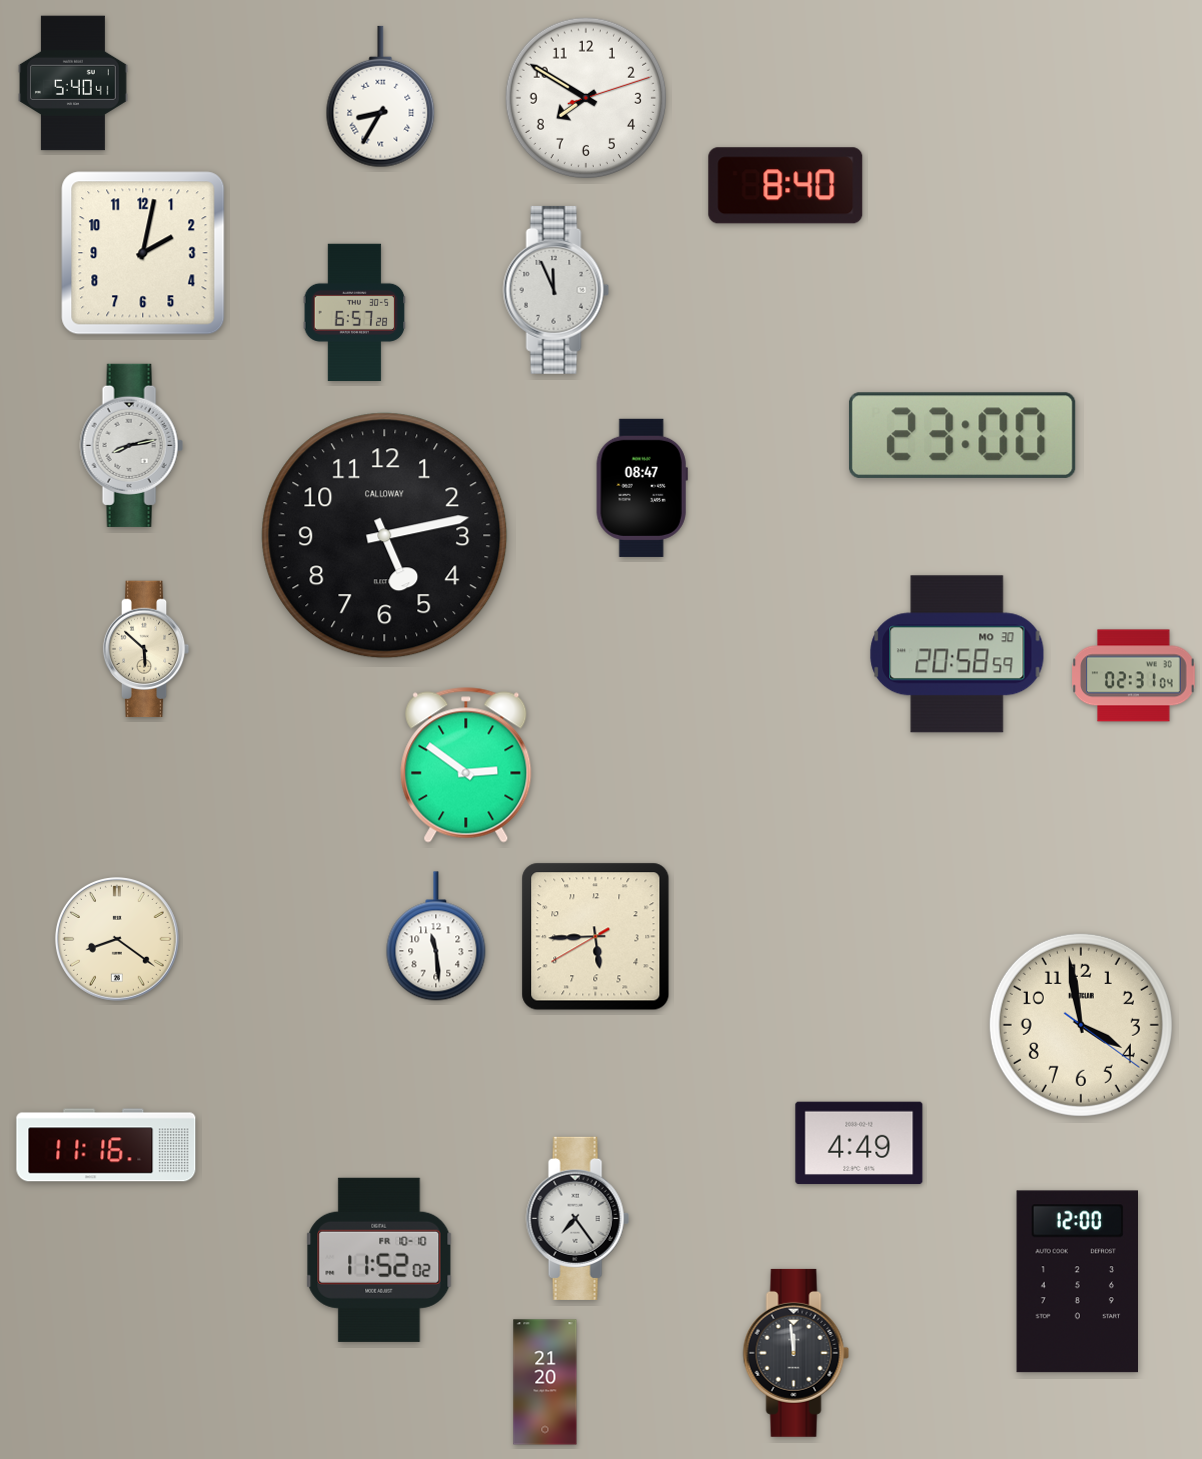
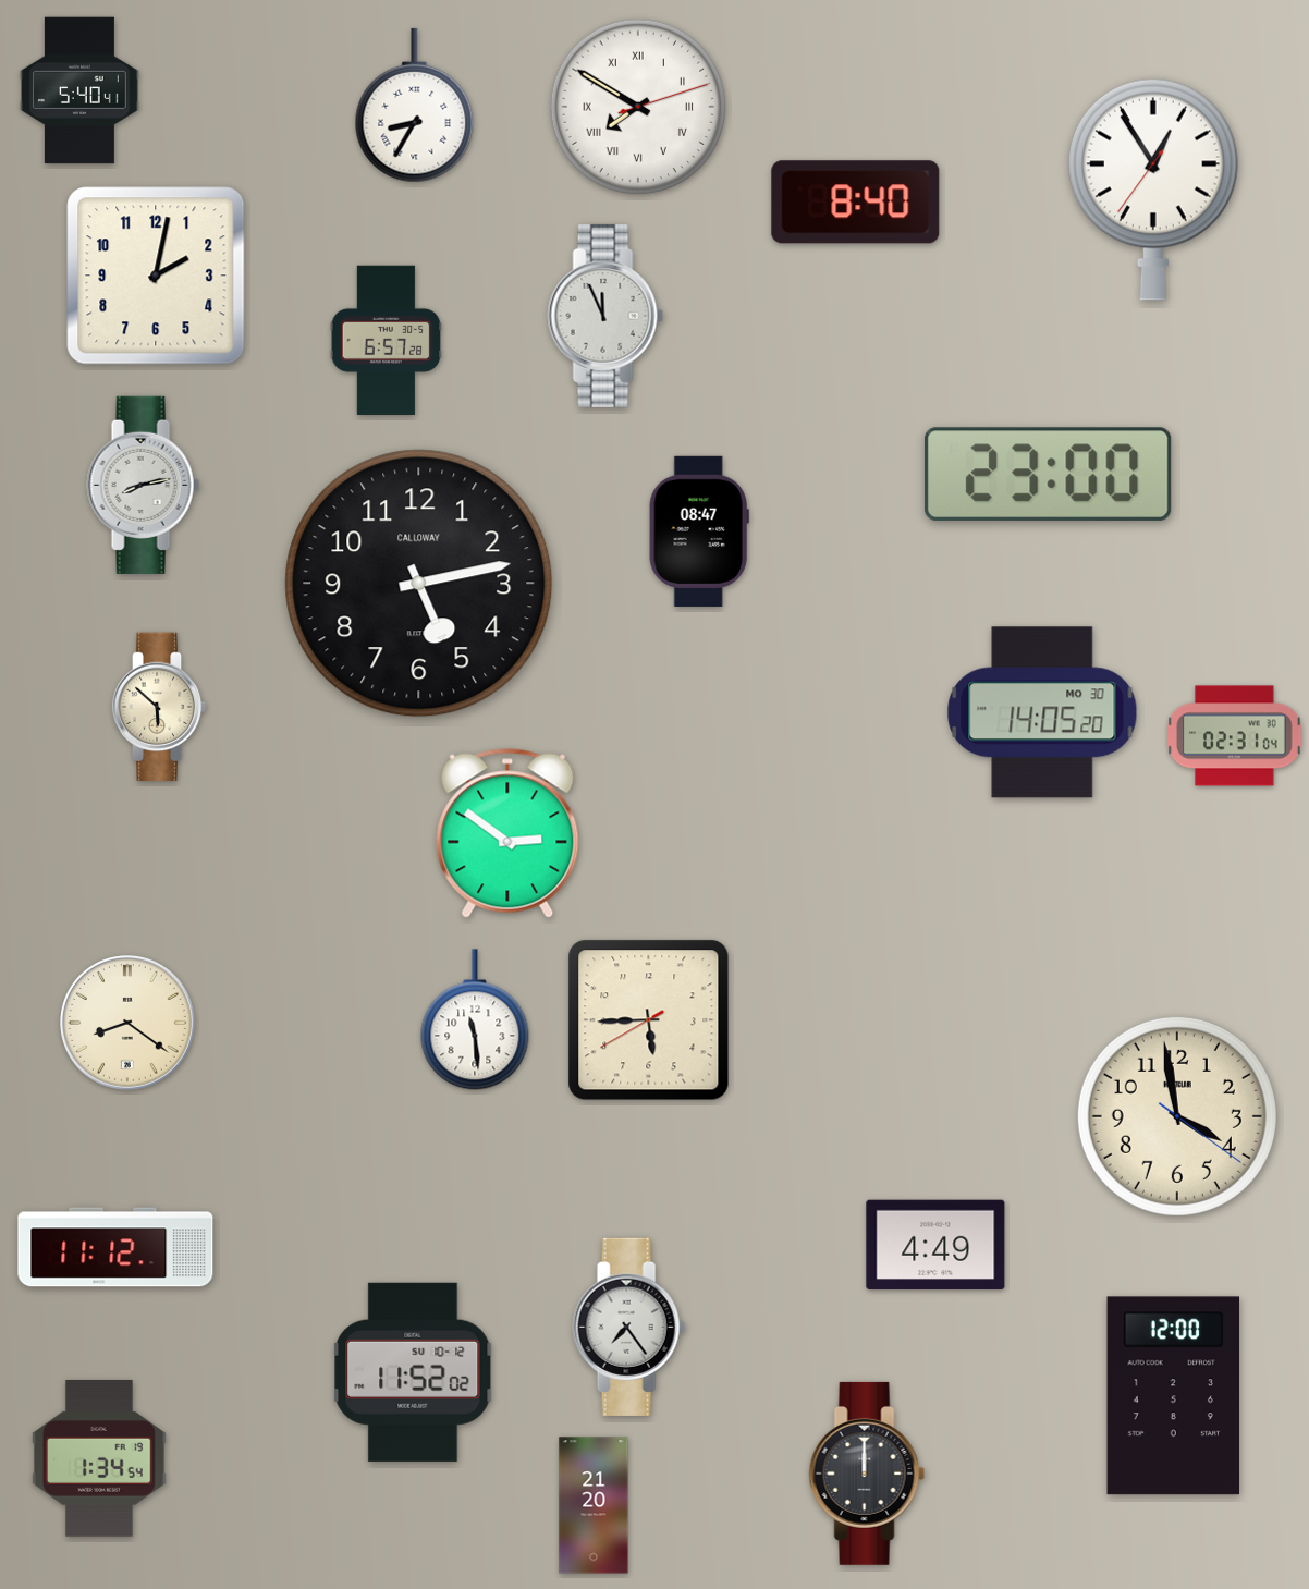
clock at (586, 98) numerals: Arabic -> Roman
clock at (1153, 190): none -> 12:54
clock at (957, 654): 20:58 -> 14:05
clock at (106, 1145): 11:16 -> 11:12
clock at (379, 1260) date: FR 10-10 -> SU 10-12
clock at (100, 1459): none -> 1:34
clock at (796, 1353): 11:59 -> 12:00
